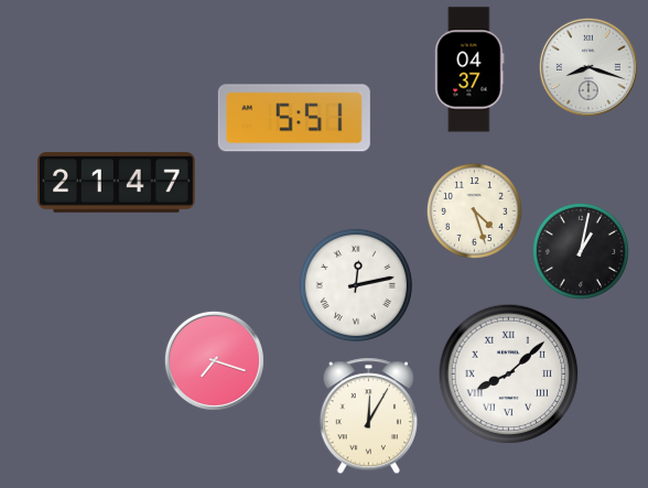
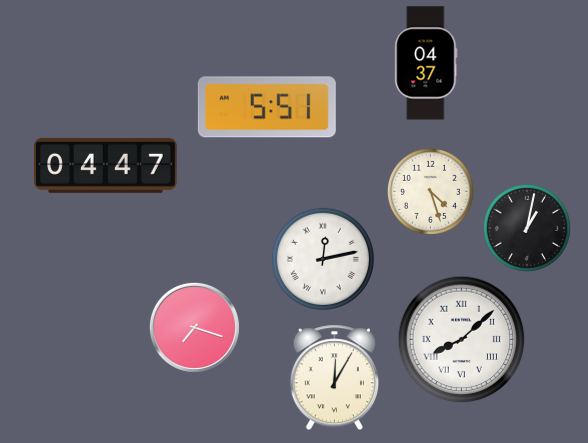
clock at (588, 67): 8:18 -> none
clock at (117, 182): 21:47 -> 04:47
